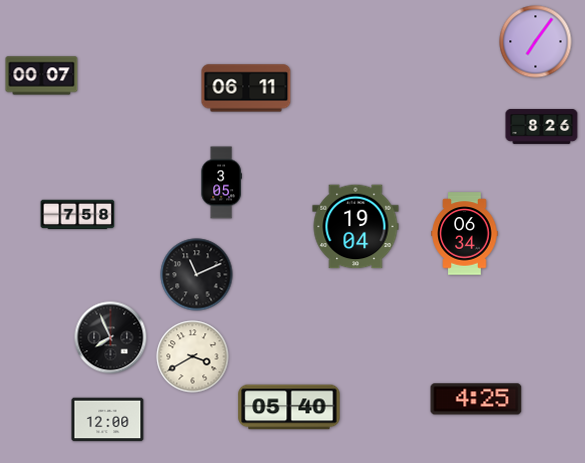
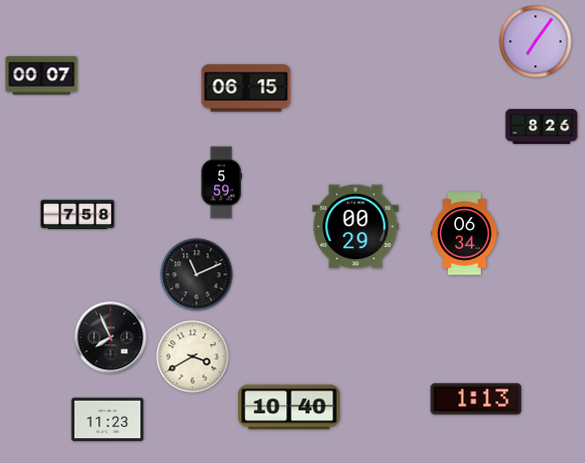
clock at (246, 88): 06:11 -> 06:15
clock at (221, 183): 3:05 -> 5:59
clock at (356, 227): 19:04 -> 00:29
clock at (476, 399): 4:25 -> 1:13
clock at (289, 407): 05:40 -> 10:40
clock at (108, 420): 12:00 -> 11:23
